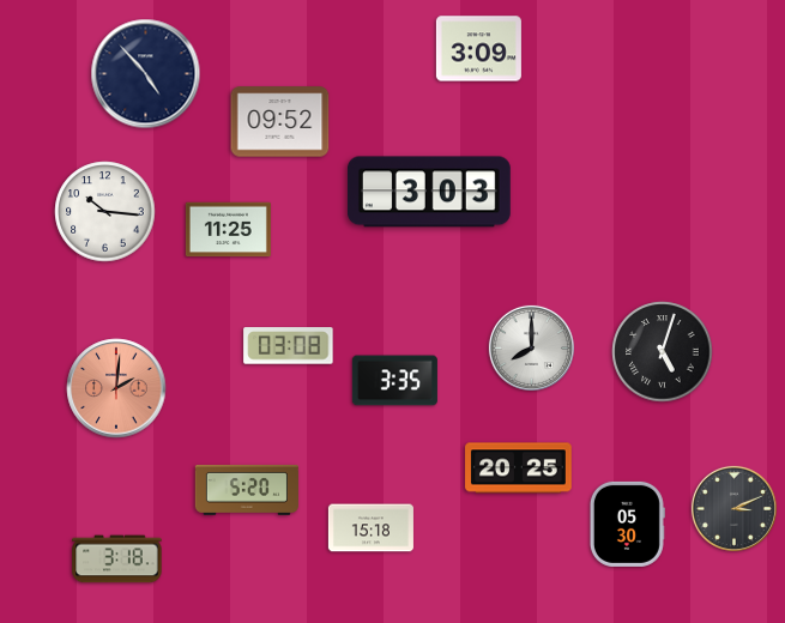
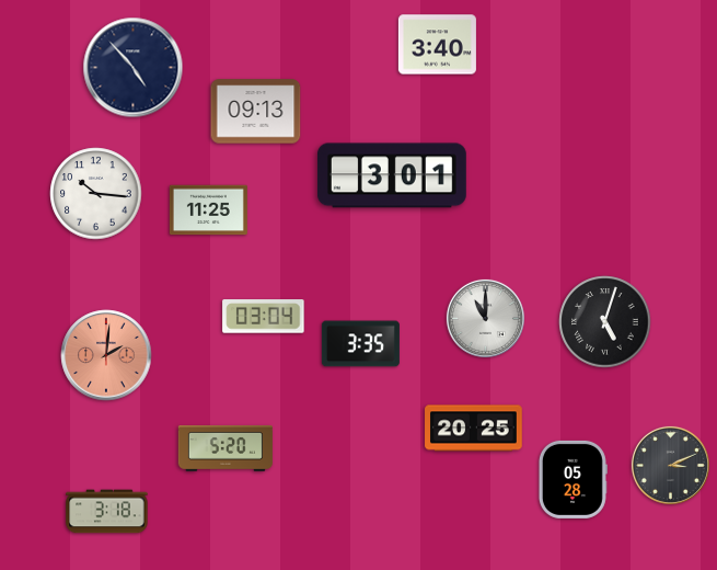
clock at (478, 49): 3:09 -> 3:40
clock at (280, 122): 09:52 -> 09:13
clock at (429, 192): 3:03 -> 3:01
clock at (289, 346): 03:08 -> 03:04
clock at (531, 347): 8:00 -> 11:00
clock at (394, 381) position: (394, 381) -> (360, 344)
clock at (627, 524): 05:30 -> 05:28
clock at (370, 528): 15:18 -> none
